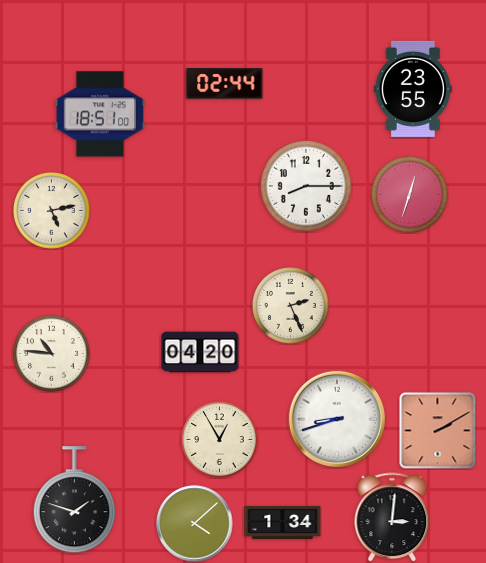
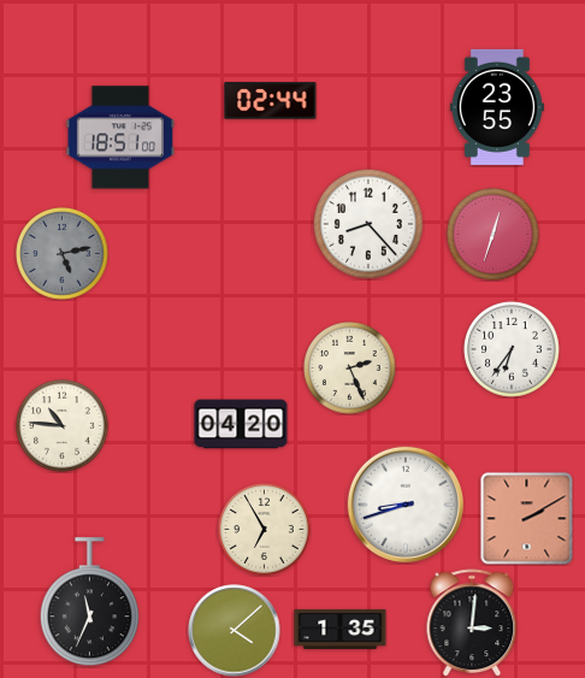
clock at (306, 186): 8:15 -> 8:23
clock at (52, 211) dial: cream -> grey
clock at (513, 350): none -> 6:36
clock at (220, 440): 12:55 -> 6:55
clock at (74, 500): 1:48 -> 11:34
clock at (283, 522): 1:34 -> 1:35
